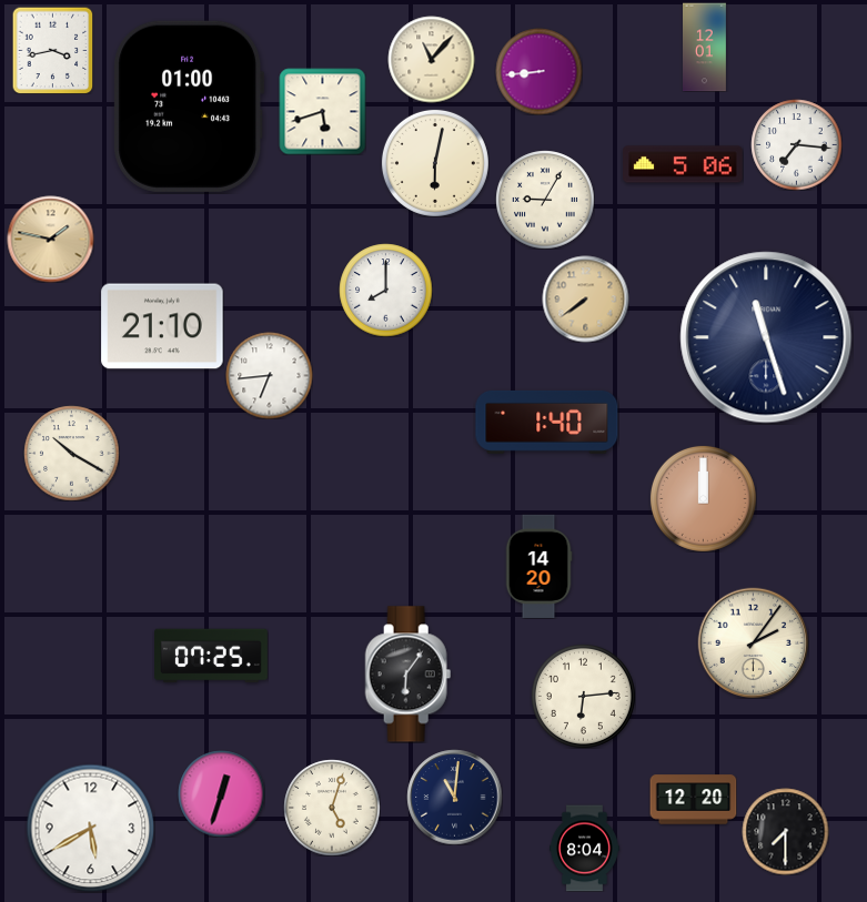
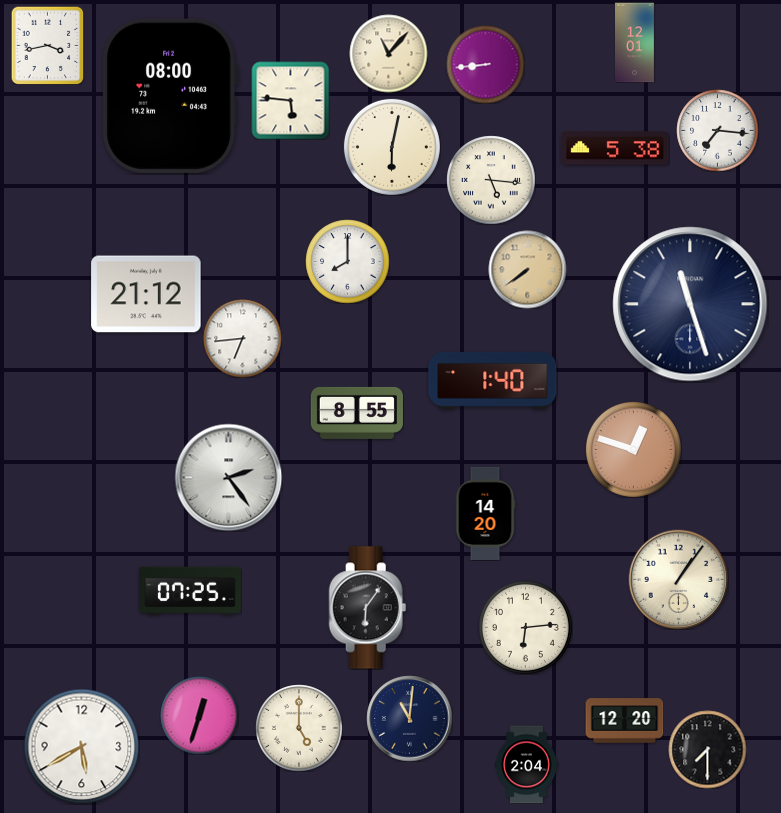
clock at (189, 107): 01:00 -> 08:00
clock at (322, 111): 5:42 -> 5:46
clock at (683, 164): 5:06 -> 5:38
clock at (545, 200): 9:05 -> 5:16
clock at (50, 239): 1:47 -> none
clock at (162, 326): 21:10 -> 21:12
clock at (71, 453): 10:20 -> none
clock at (357, 413): none -> 8:55
clock at (703, 498): 12:00 -> 12:48
clock at (228, 477): none -> 2:24
clock at (538, 566) position: (538, 566) -> (485, 513)
clock at (753, 642): 2:06 -> 1:06
clock at (332, 808): 5:03 -> 5:00
clock at (585, 848): 8:04 -> 2:04
